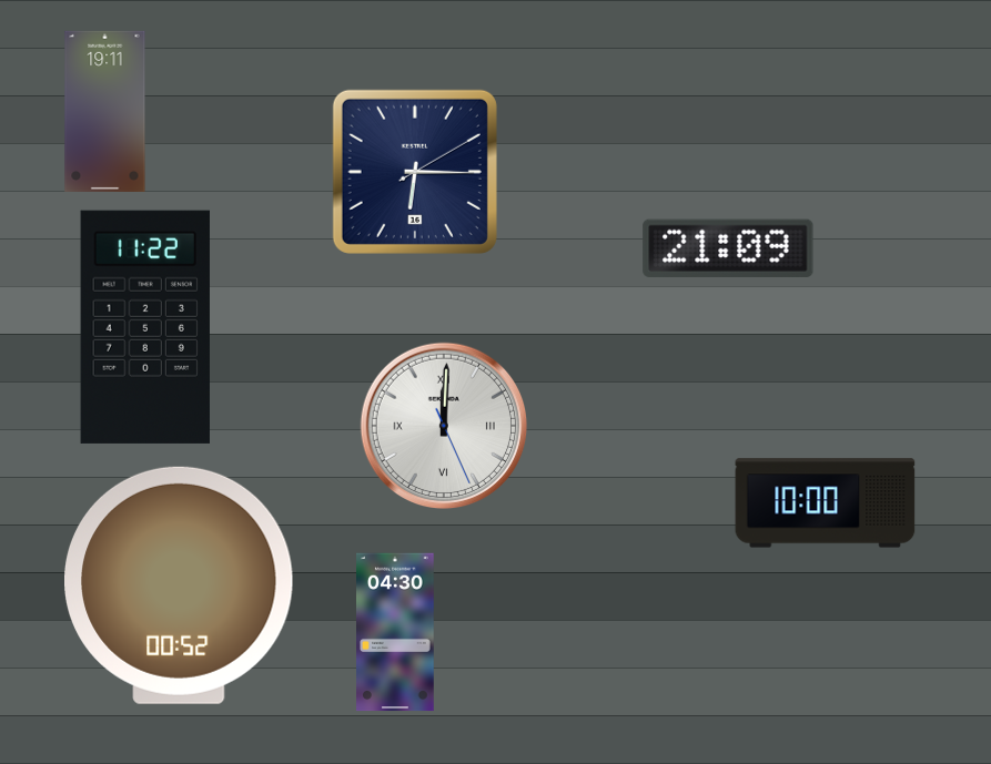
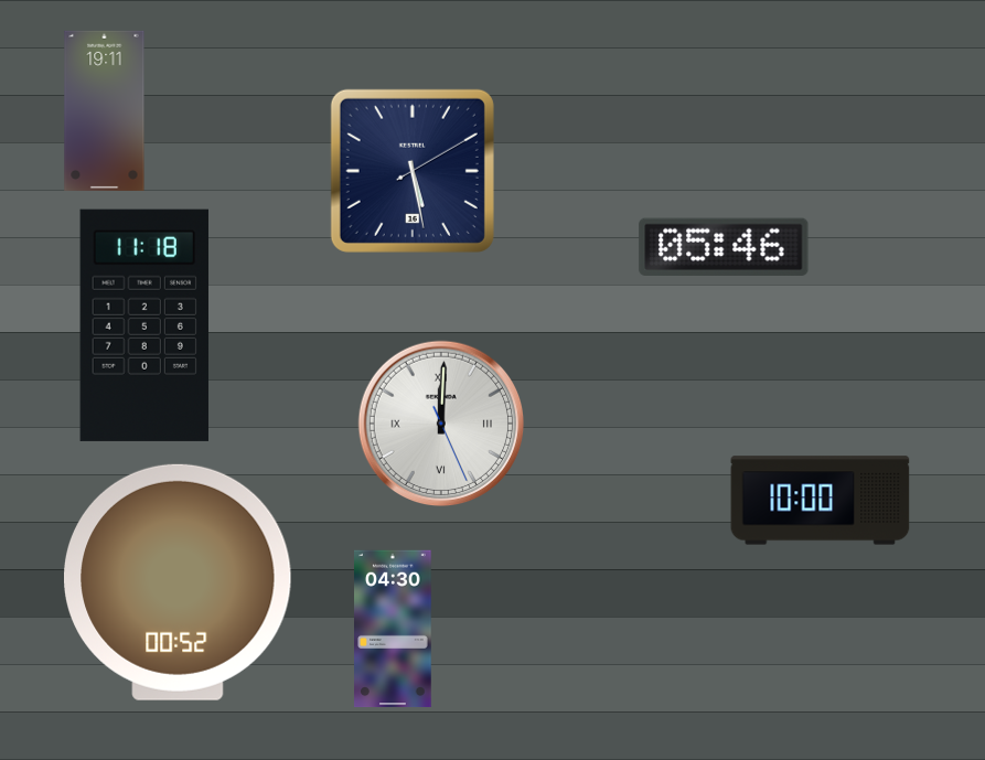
clock at (415, 172): 6:15 -> 5:28
clock at (728, 248): 21:09 -> 05:46
clock at (145, 327): 11:22 -> 11:18
